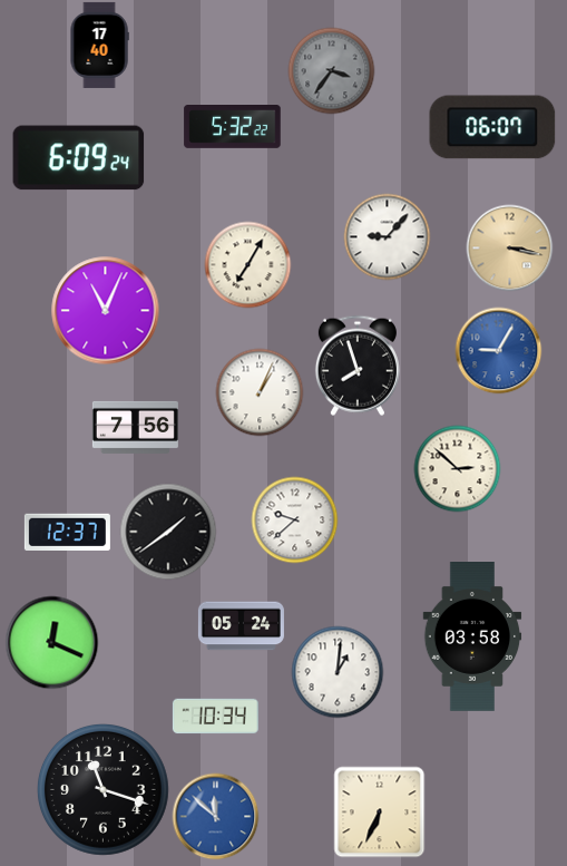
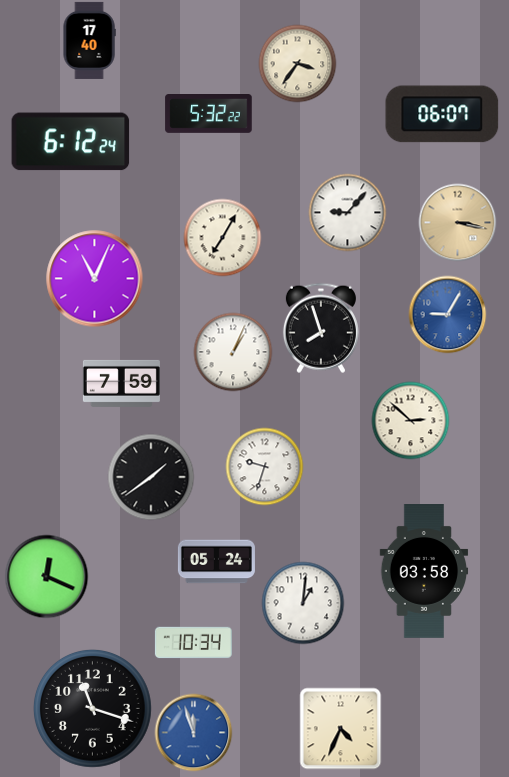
clock at (331, 70) dial: grey -> cream
clock at (79, 158): 6:09 -> 6:12
clock at (135, 427): 7:56 -> 7:59
clock at (294, 519): 9:38 -> 9:33
clock at (67, 532): 12:37 -> none
clock at (379, 811): 6:34 -> 4:34
clock at (215, 816): 11:52 -> 11:57
